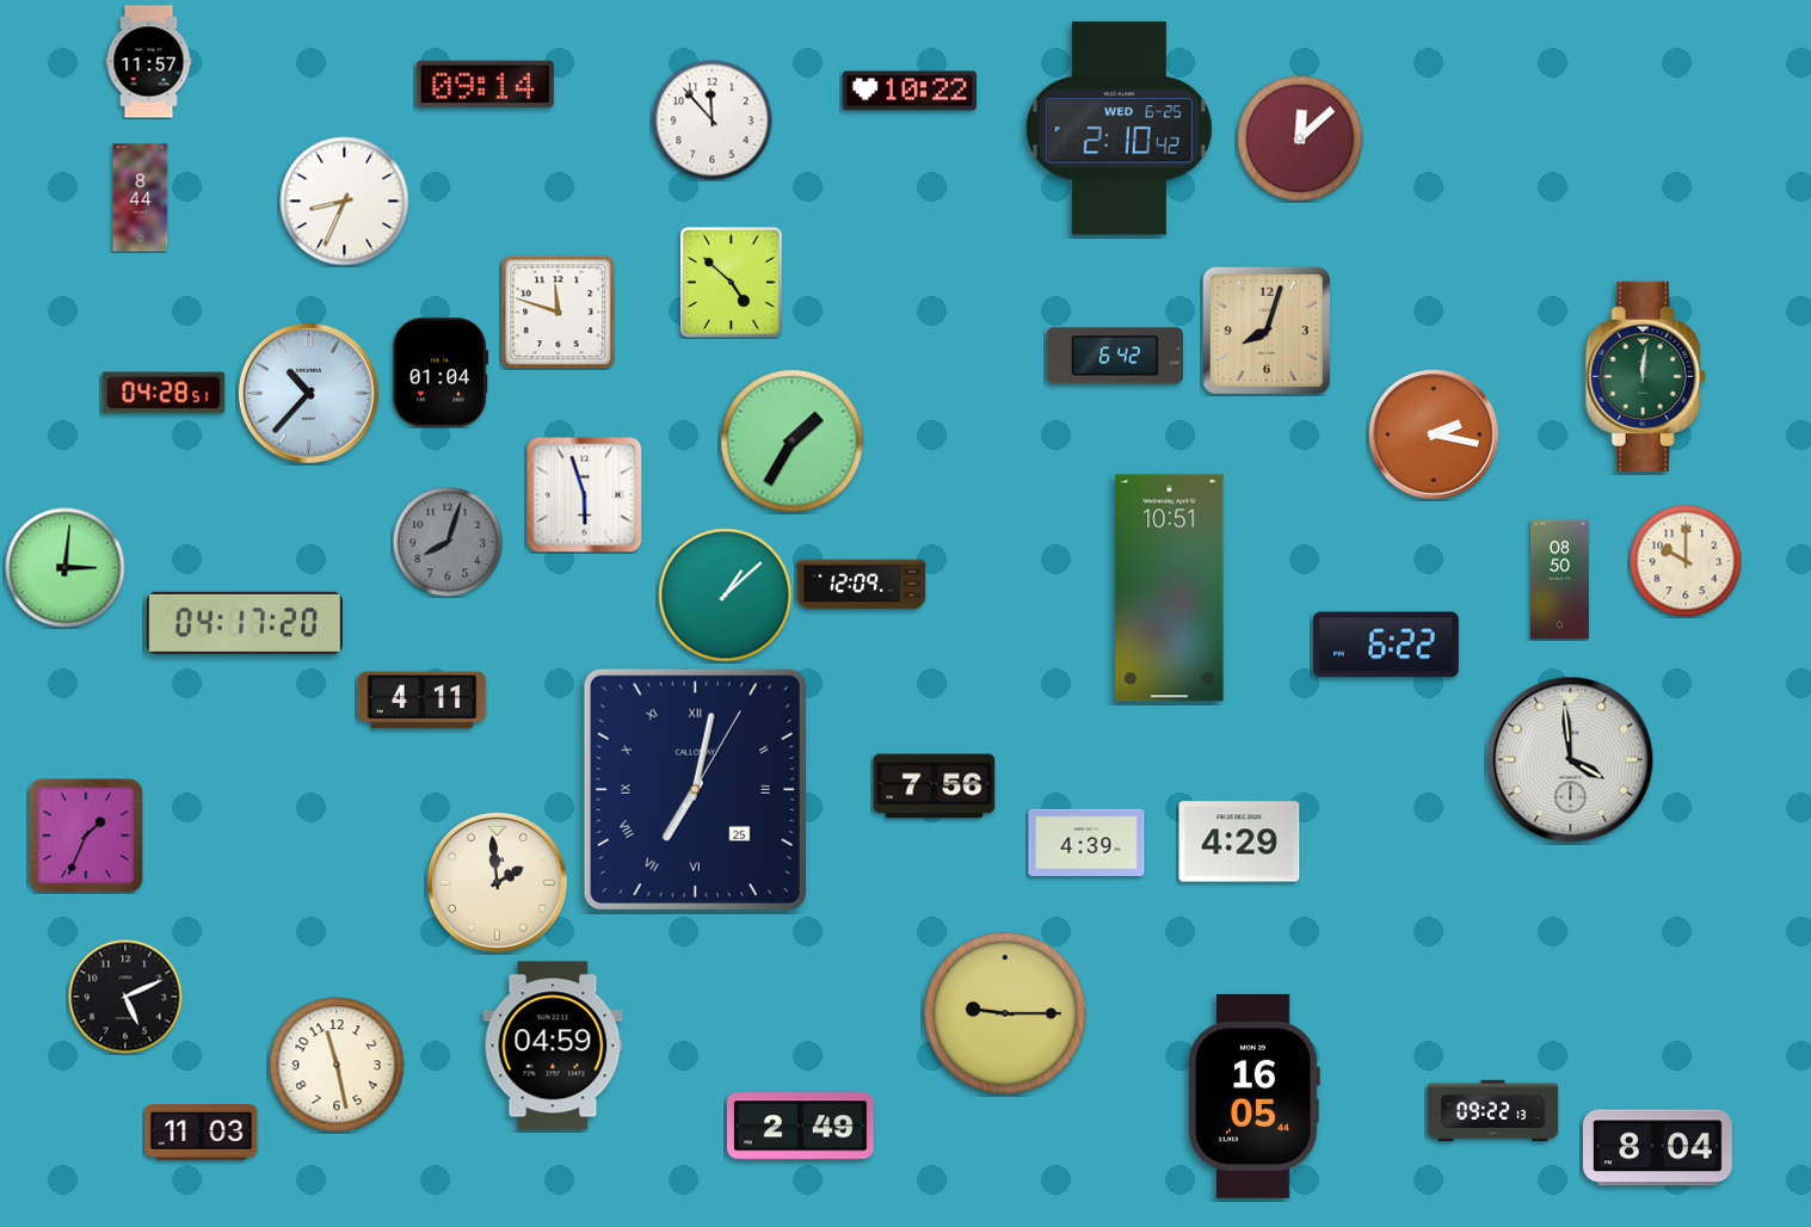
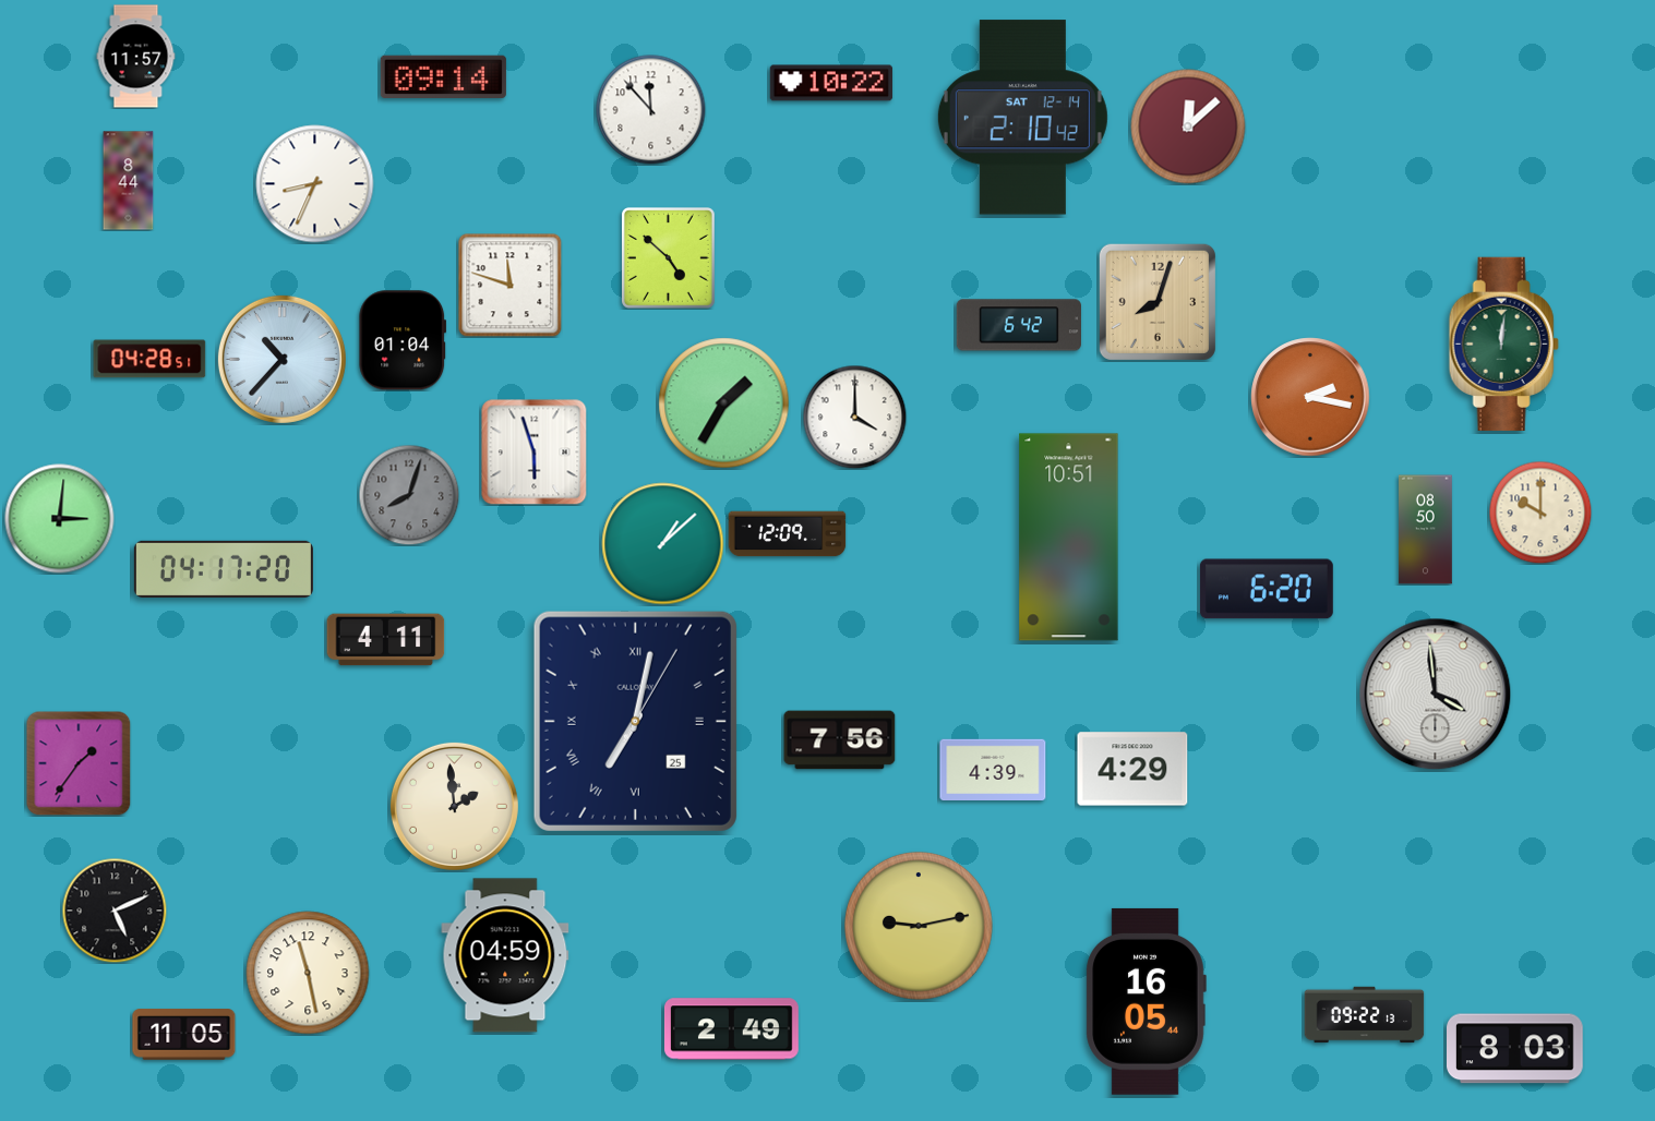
clock at (1119, 129) date: WED 6-25 -> SAT 12-14
clock at (854, 417): none -> 4:00
clock at (1386, 645): 6:22 -> 6:20
clock at (935, 787) position: (935, 787) -> (840, 740)
clock at (86, 836): 1:34 -> 1:36
clock at (1006, 1015): 9:15 -> 9:13
clock at (202, 1133): 11:03 -> 11:05
clock at (1658, 1148): 8:04 -> 8:03
